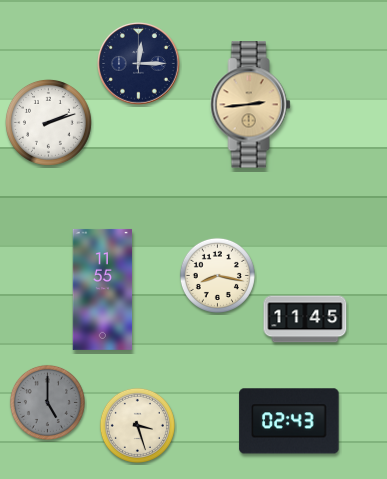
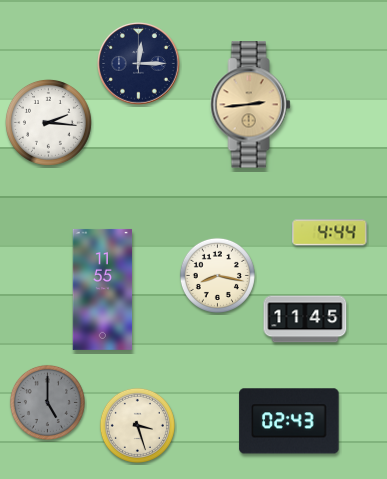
clock at (48, 122): 2:12 -> 2:16
clock at (330, 233): none -> 4:44
